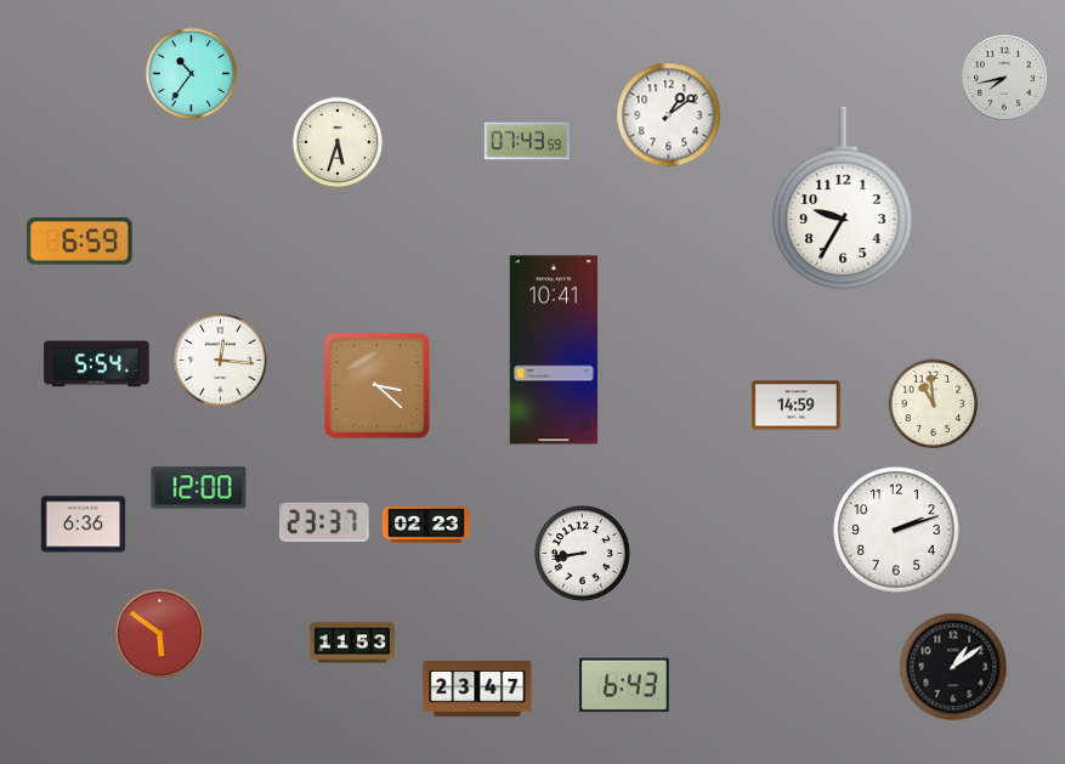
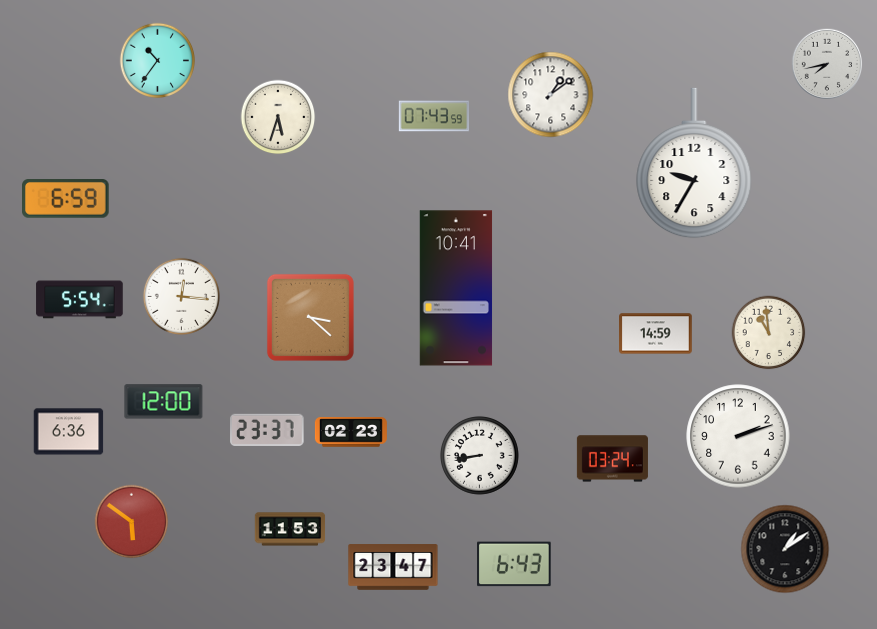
clock at (612, 459): none -> 03:24
